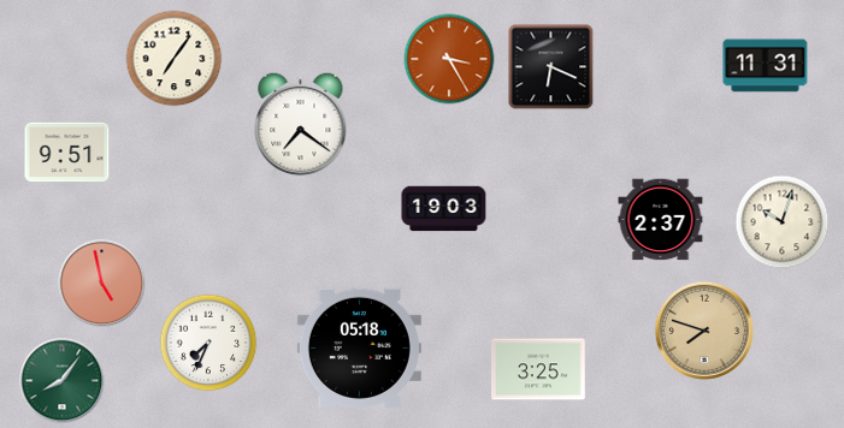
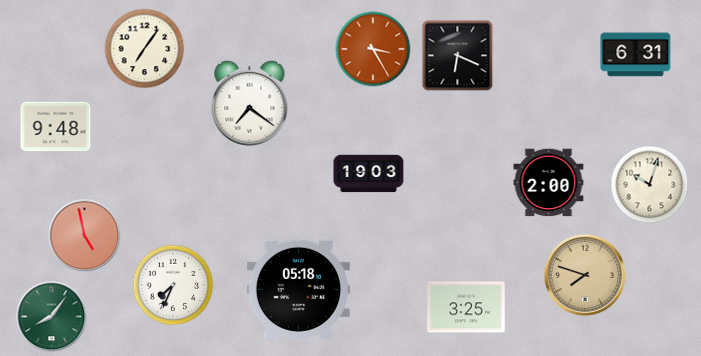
clock at (766, 66): 11:31 -> 6:31
clock at (67, 153): 9:51 -> 9:48
clock at (661, 220): 2:37 -> 2:00
clock at (538, 369) position: (538, 369) -> (466, 307)
